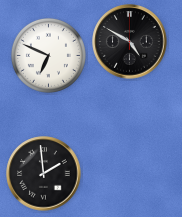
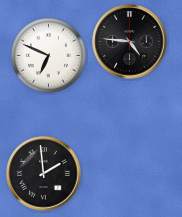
clock at (130, 42): 4:50 -> 4:46
